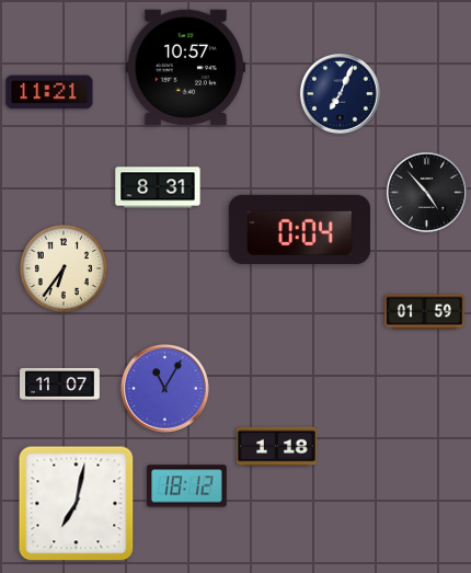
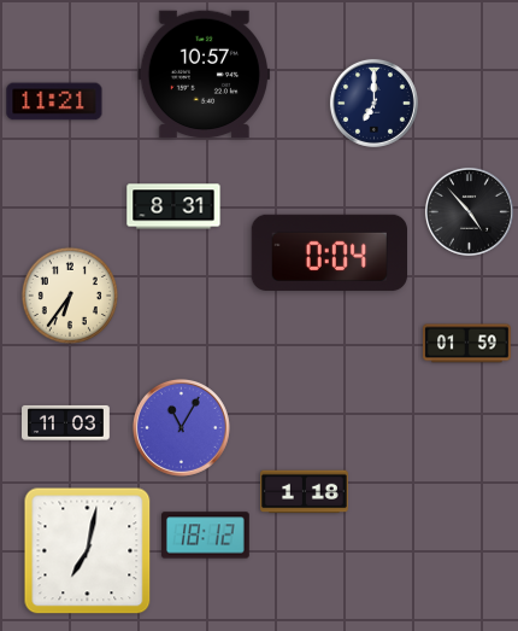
clock at (340, 93): 7:04 -> 7:00
clock at (60, 383): 11:07 -> 11:03
clock at (77, 504) position: (77, 504) -> (88, 551)
